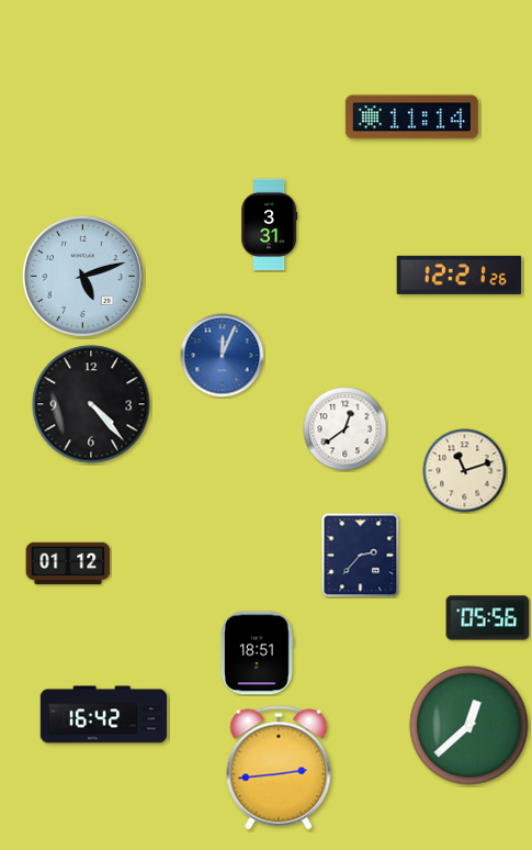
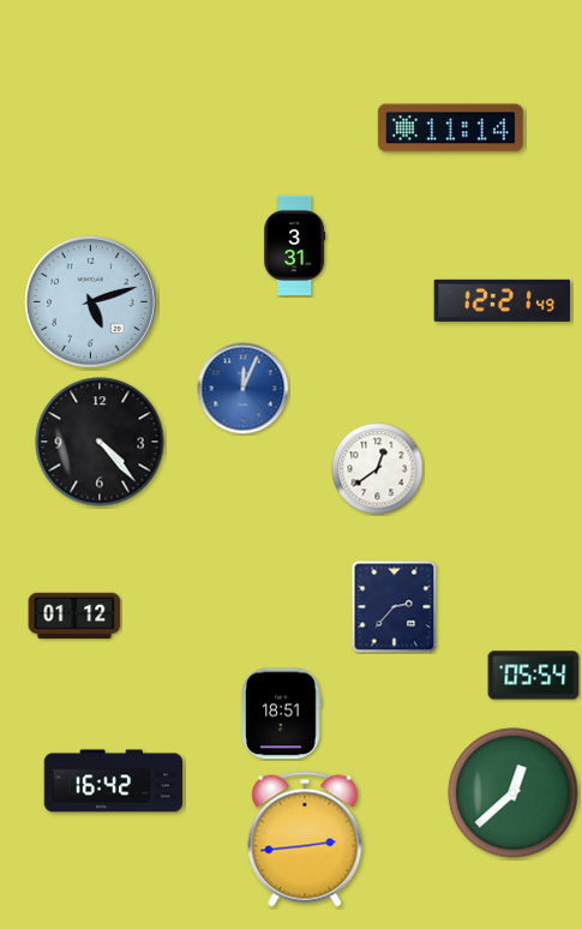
clock at (460, 275): 12:21:26 -> 12:21:49
clock at (465, 471): 11:12 -> none
clock at (488, 618): 05:56 -> 05:54
